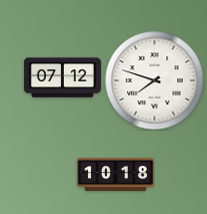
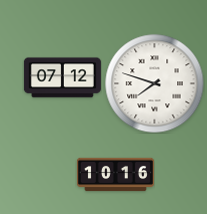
clock at (155, 81) position: (155, 81) -> (155, 84)
clock at (115, 175): 10:18 -> 10:16
